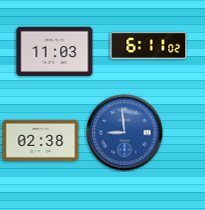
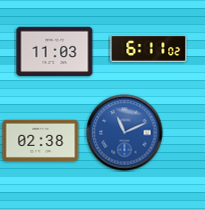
clock at (149, 46) position: (149, 46) -> (149, 49)
clock at (125, 133): 8:59 -> 11:11
